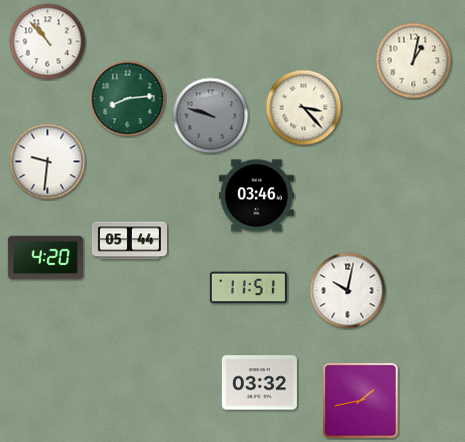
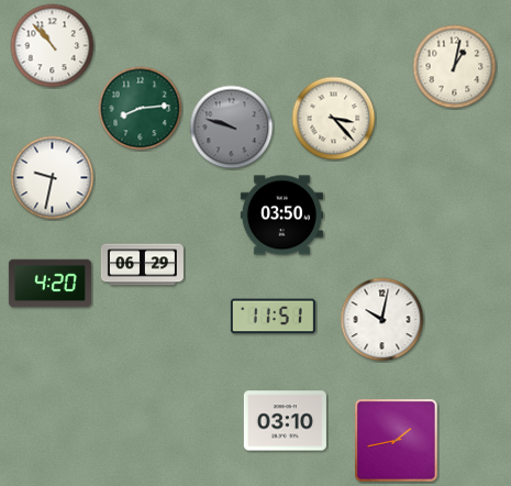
clock at (48, 162): 9:31 -> 9:32
clock at (256, 196): 03:46 -> 03:50
clock at (129, 241): 05:44 -> 06:29
clock at (259, 383): 03:32 -> 03:10
